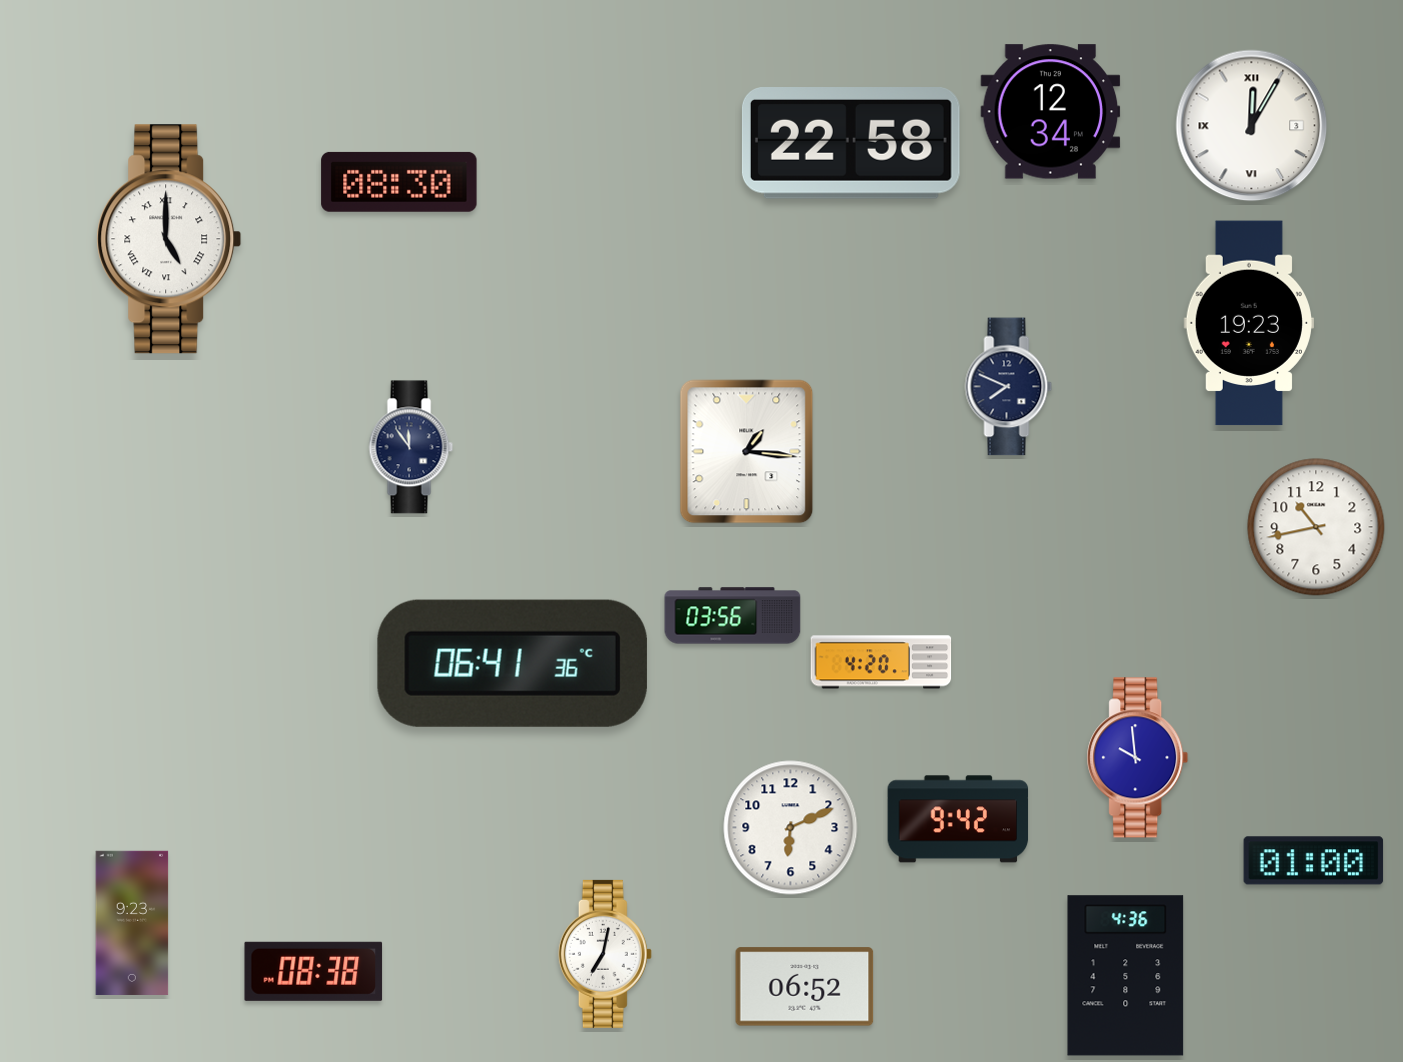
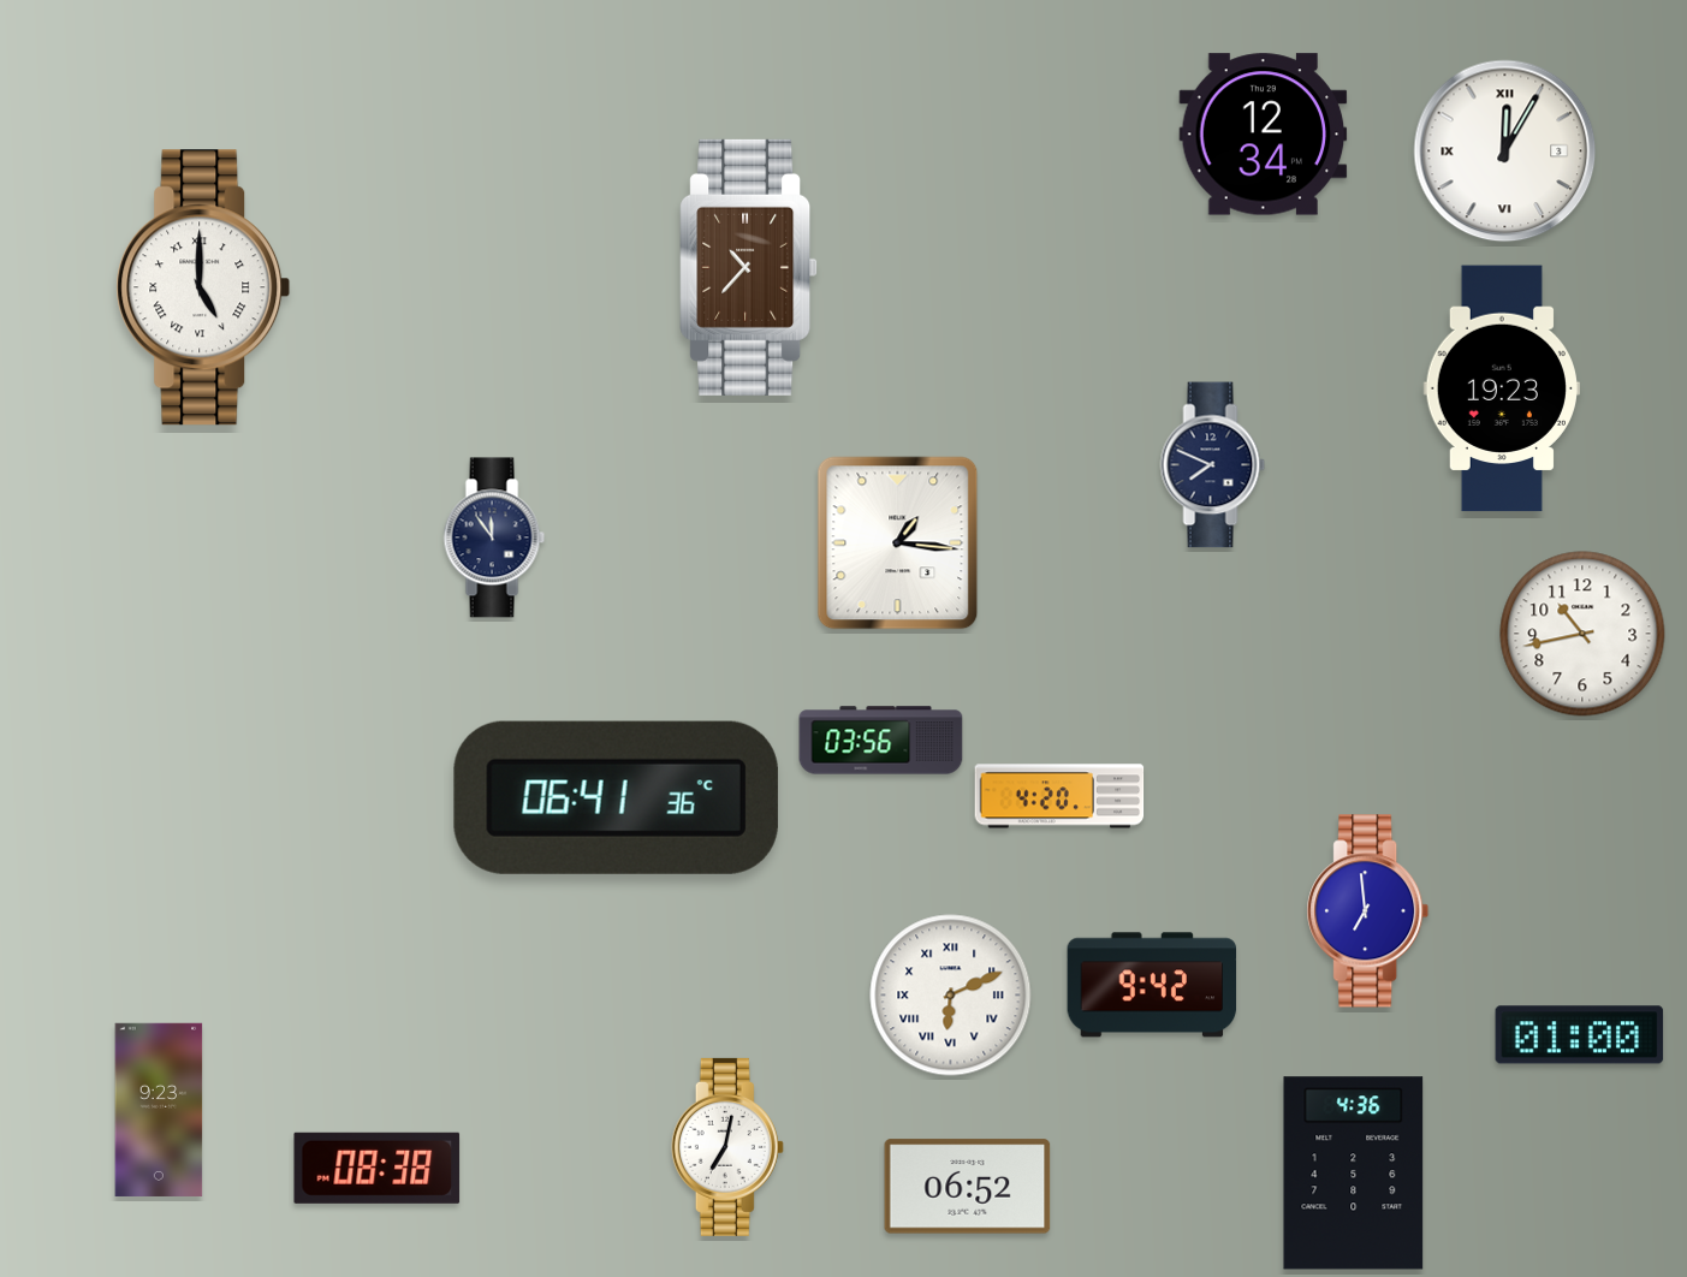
clock at (851, 144): 22:58 -> none
clock at (399, 182): 08:30 -> none
clock at (749, 267): none -> 10:37
clock at (1138, 758): 9:59 -> 6:59
clock at (791, 828) numerals: Arabic -> Roman
